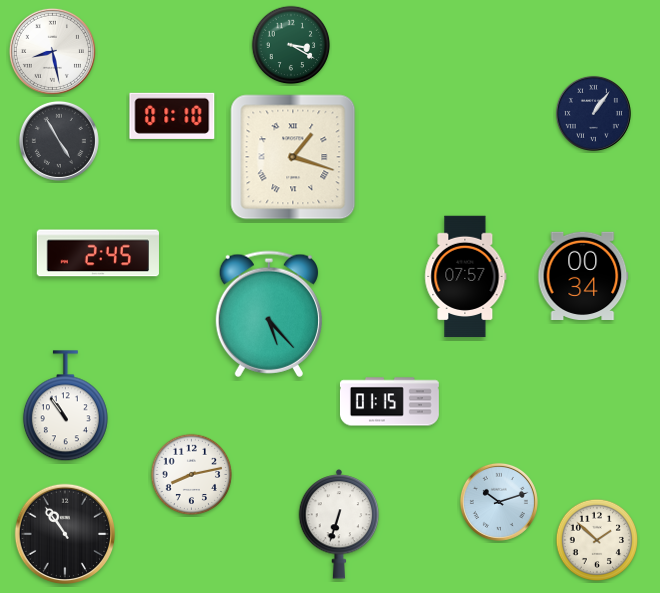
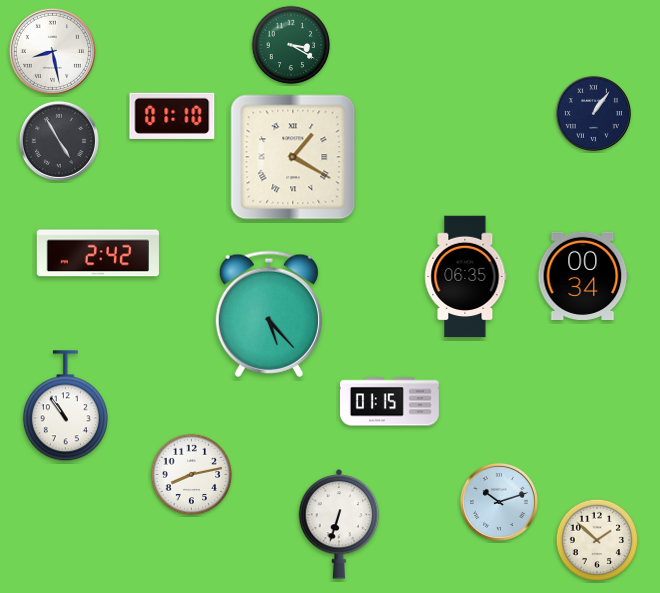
clock at (293, 157): 1:18 -> 1:20
clock at (97, 253): 2:45 -> 2:42
clock at (466, 277): 07:57 -> 06:35
clock at (65, 534): 10:54 -> none
